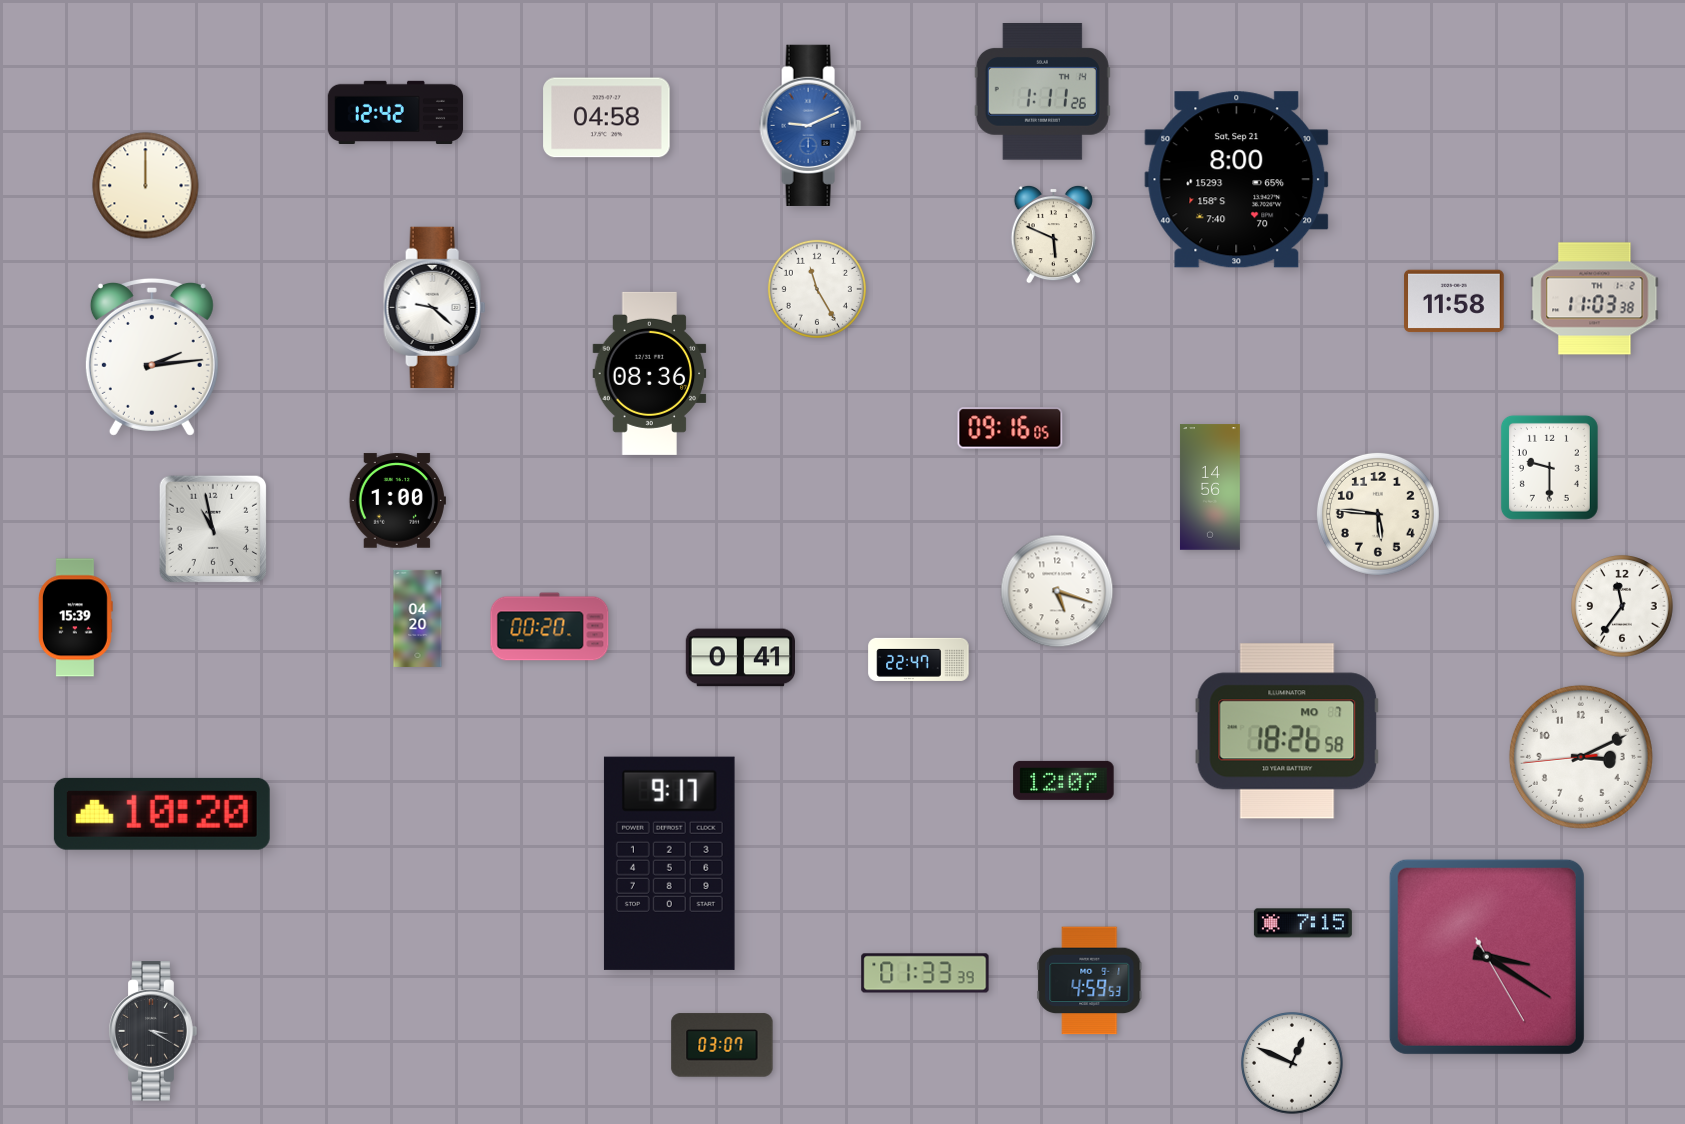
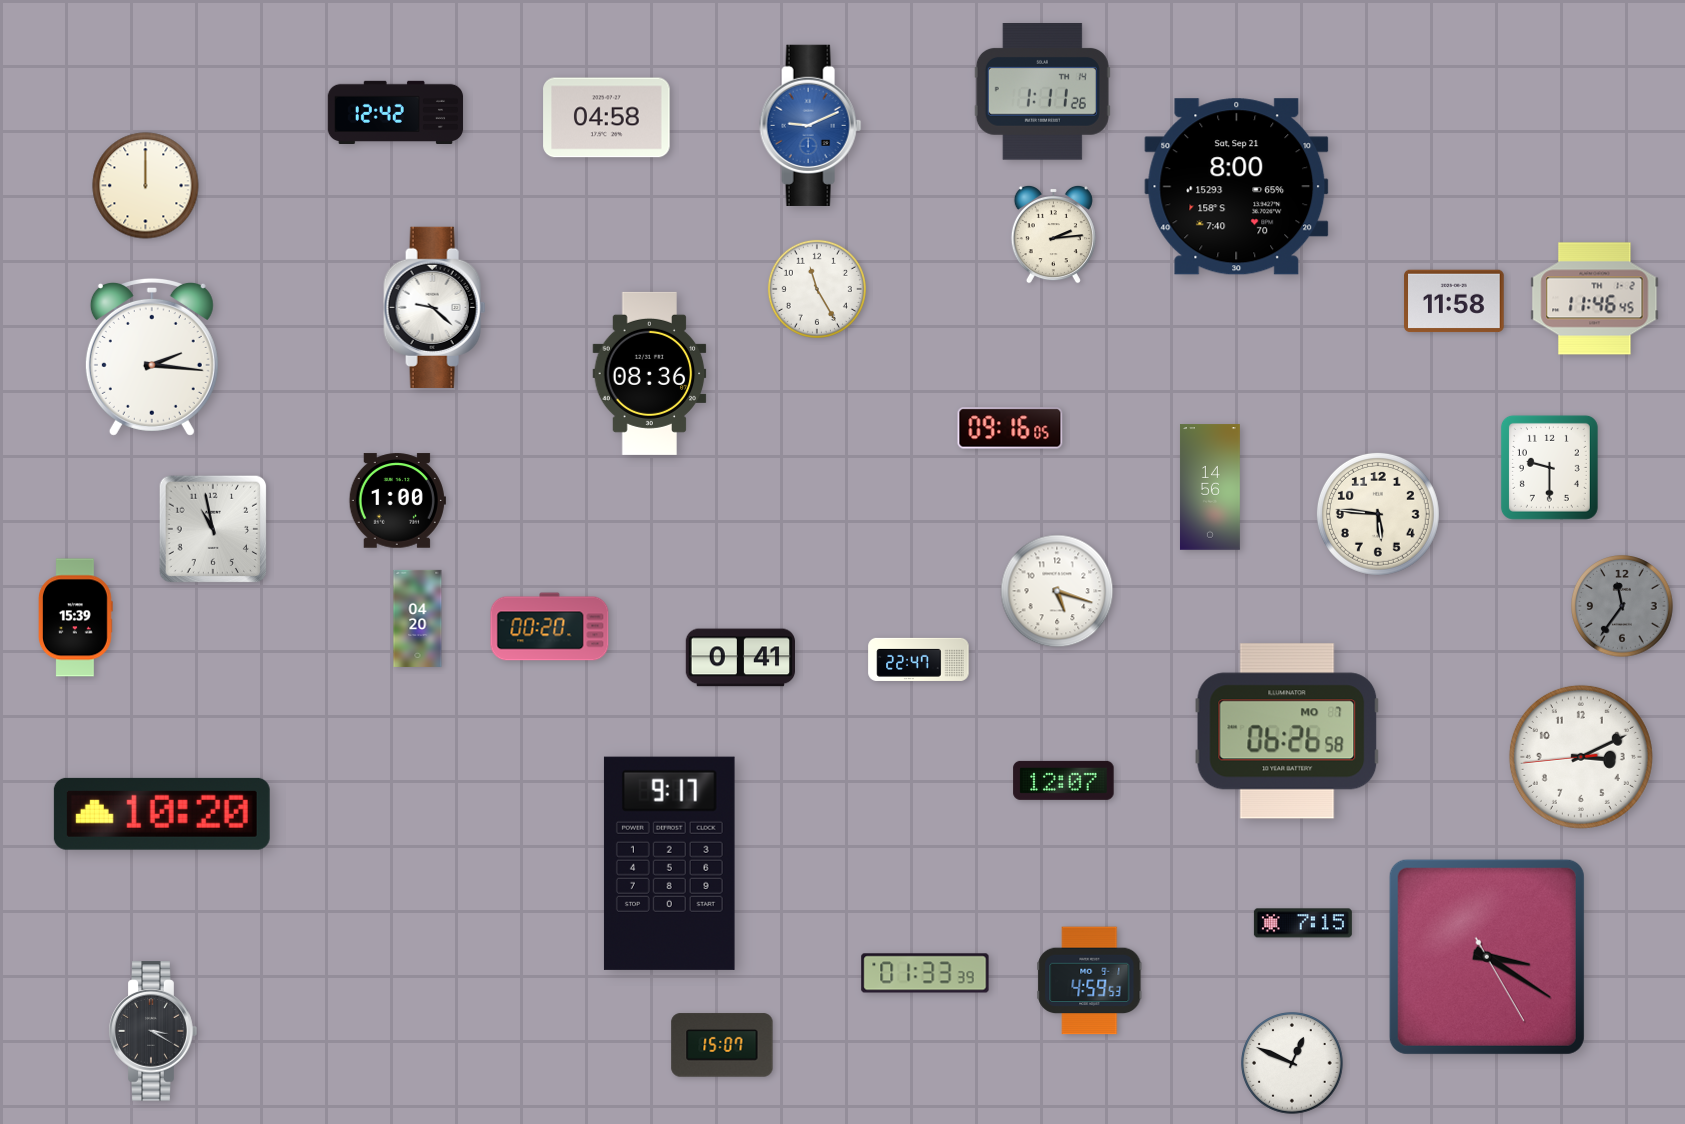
clock at (1237, 180) position: (1237, 180) -> (1237, 187)
clock at (1053, 234): 5:49 -> 2:14
clock at (1595, 299): 11:03 -> 11:46
clock at (152, 357): 2:14 -> 2:16
clock at (1622, 606) dial: white -> grey
clock at (1287, 731): 18:26 -> 06:26
clock at (722, 1045): 03:07 -> 15:07
